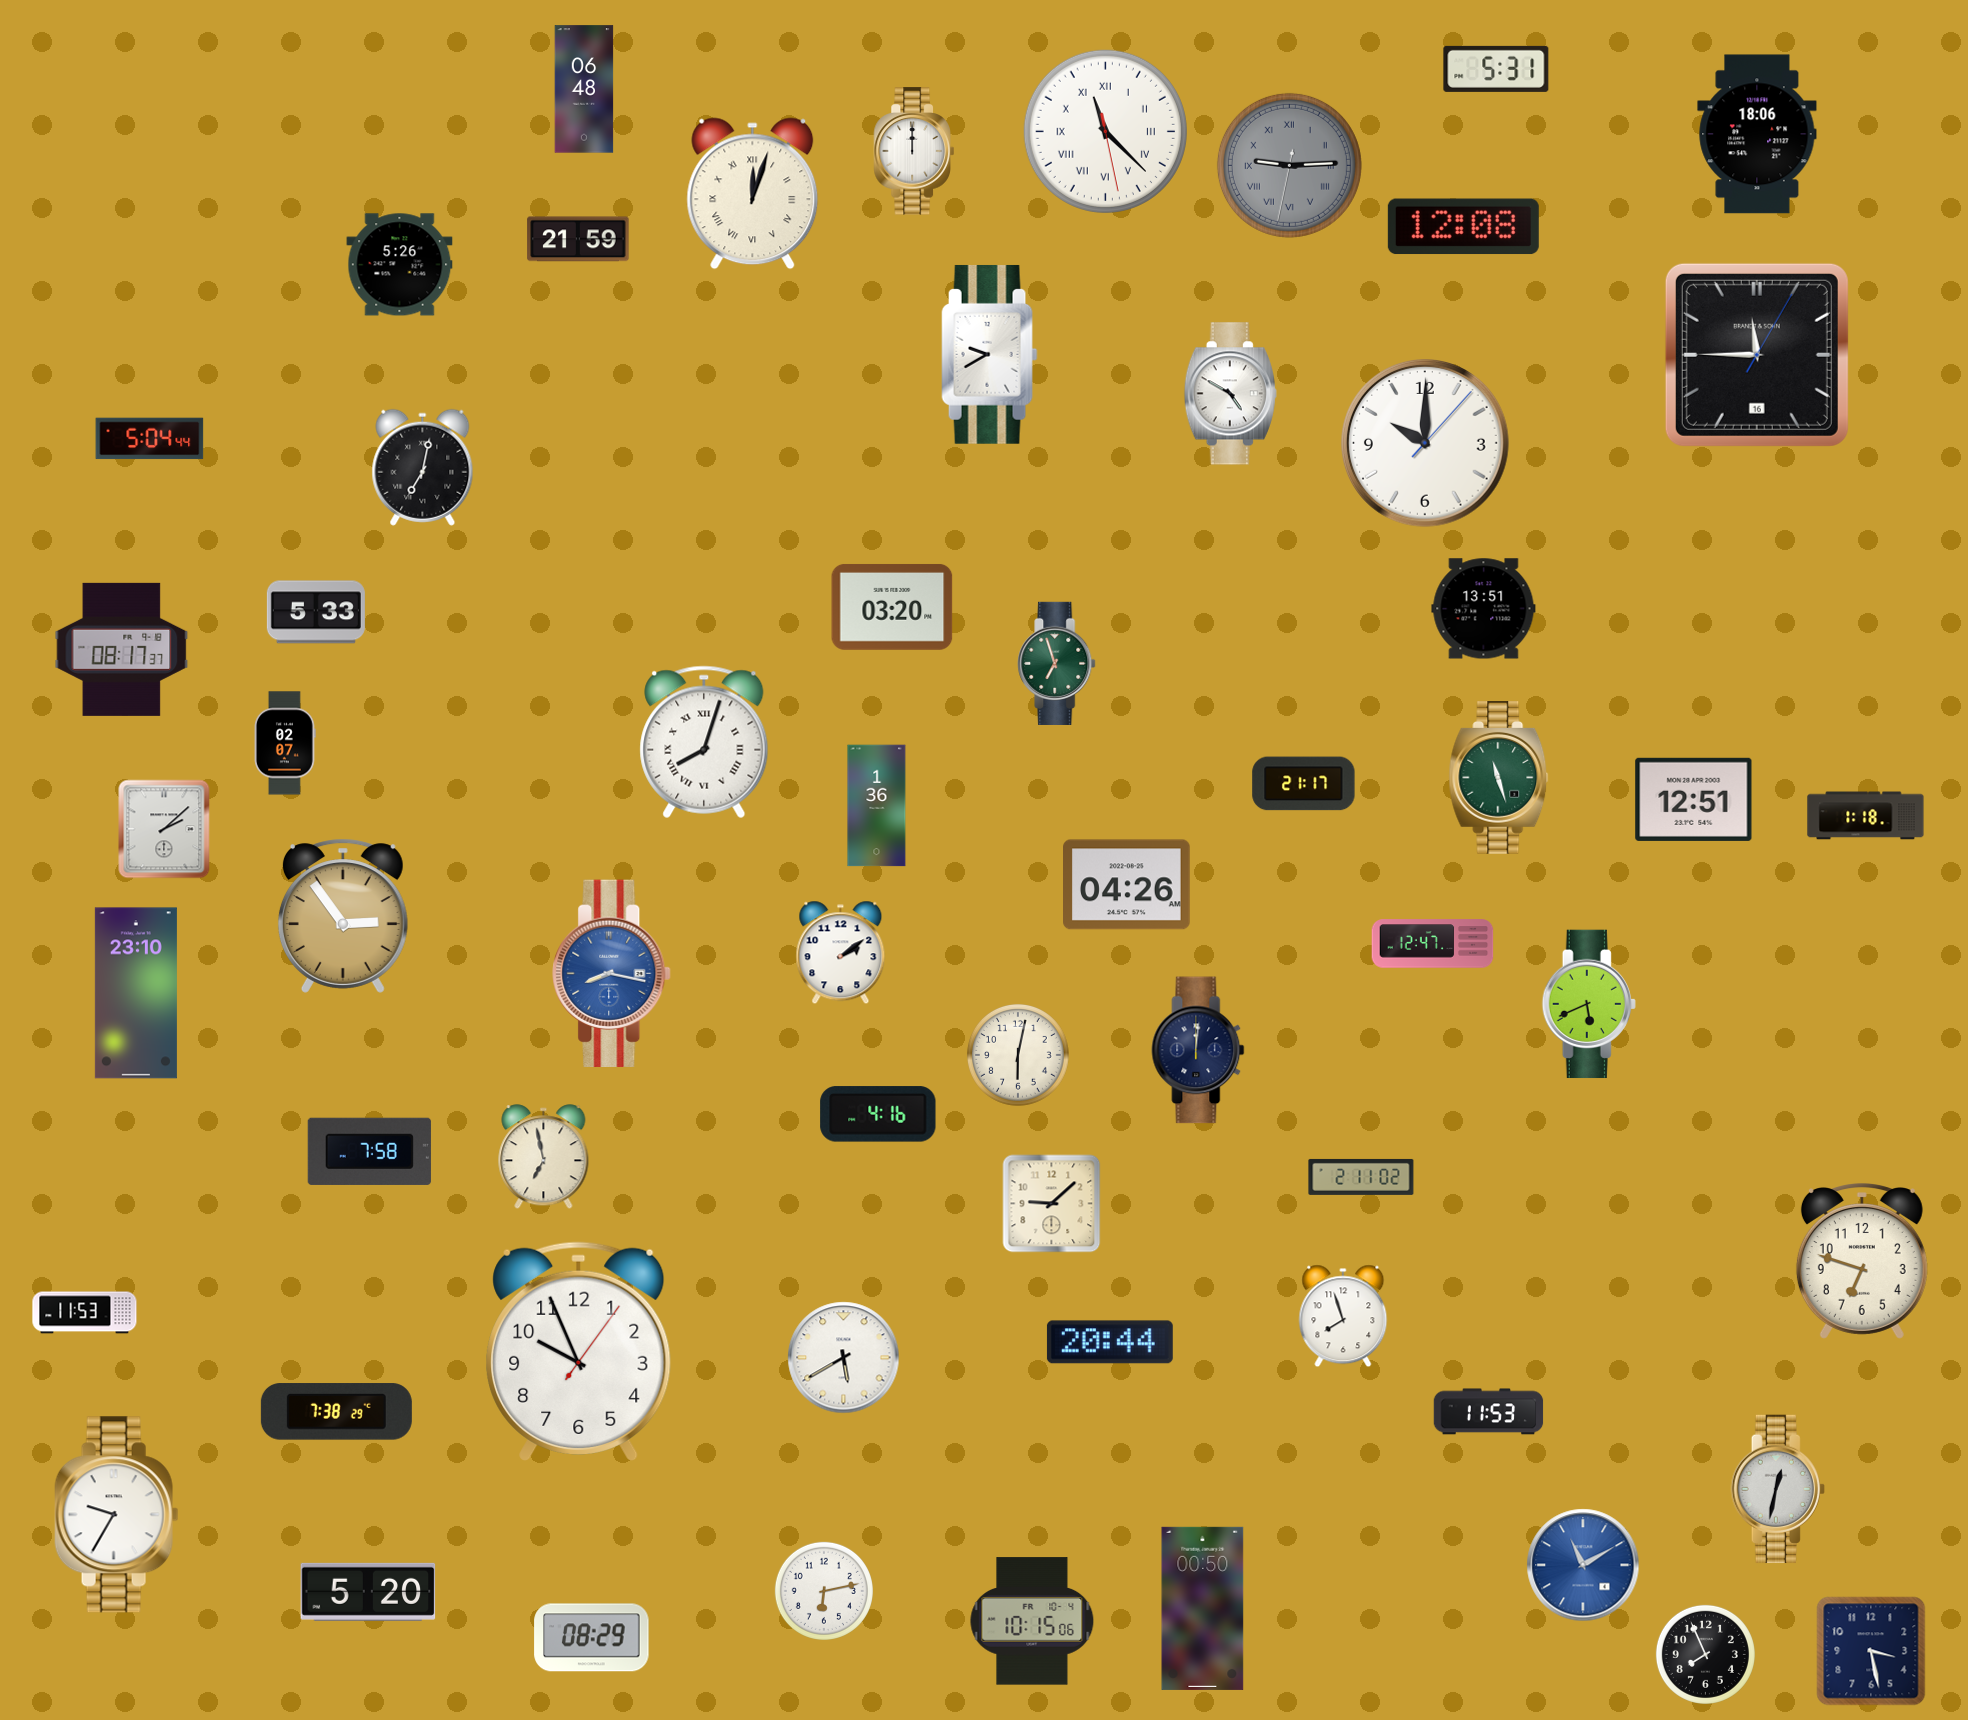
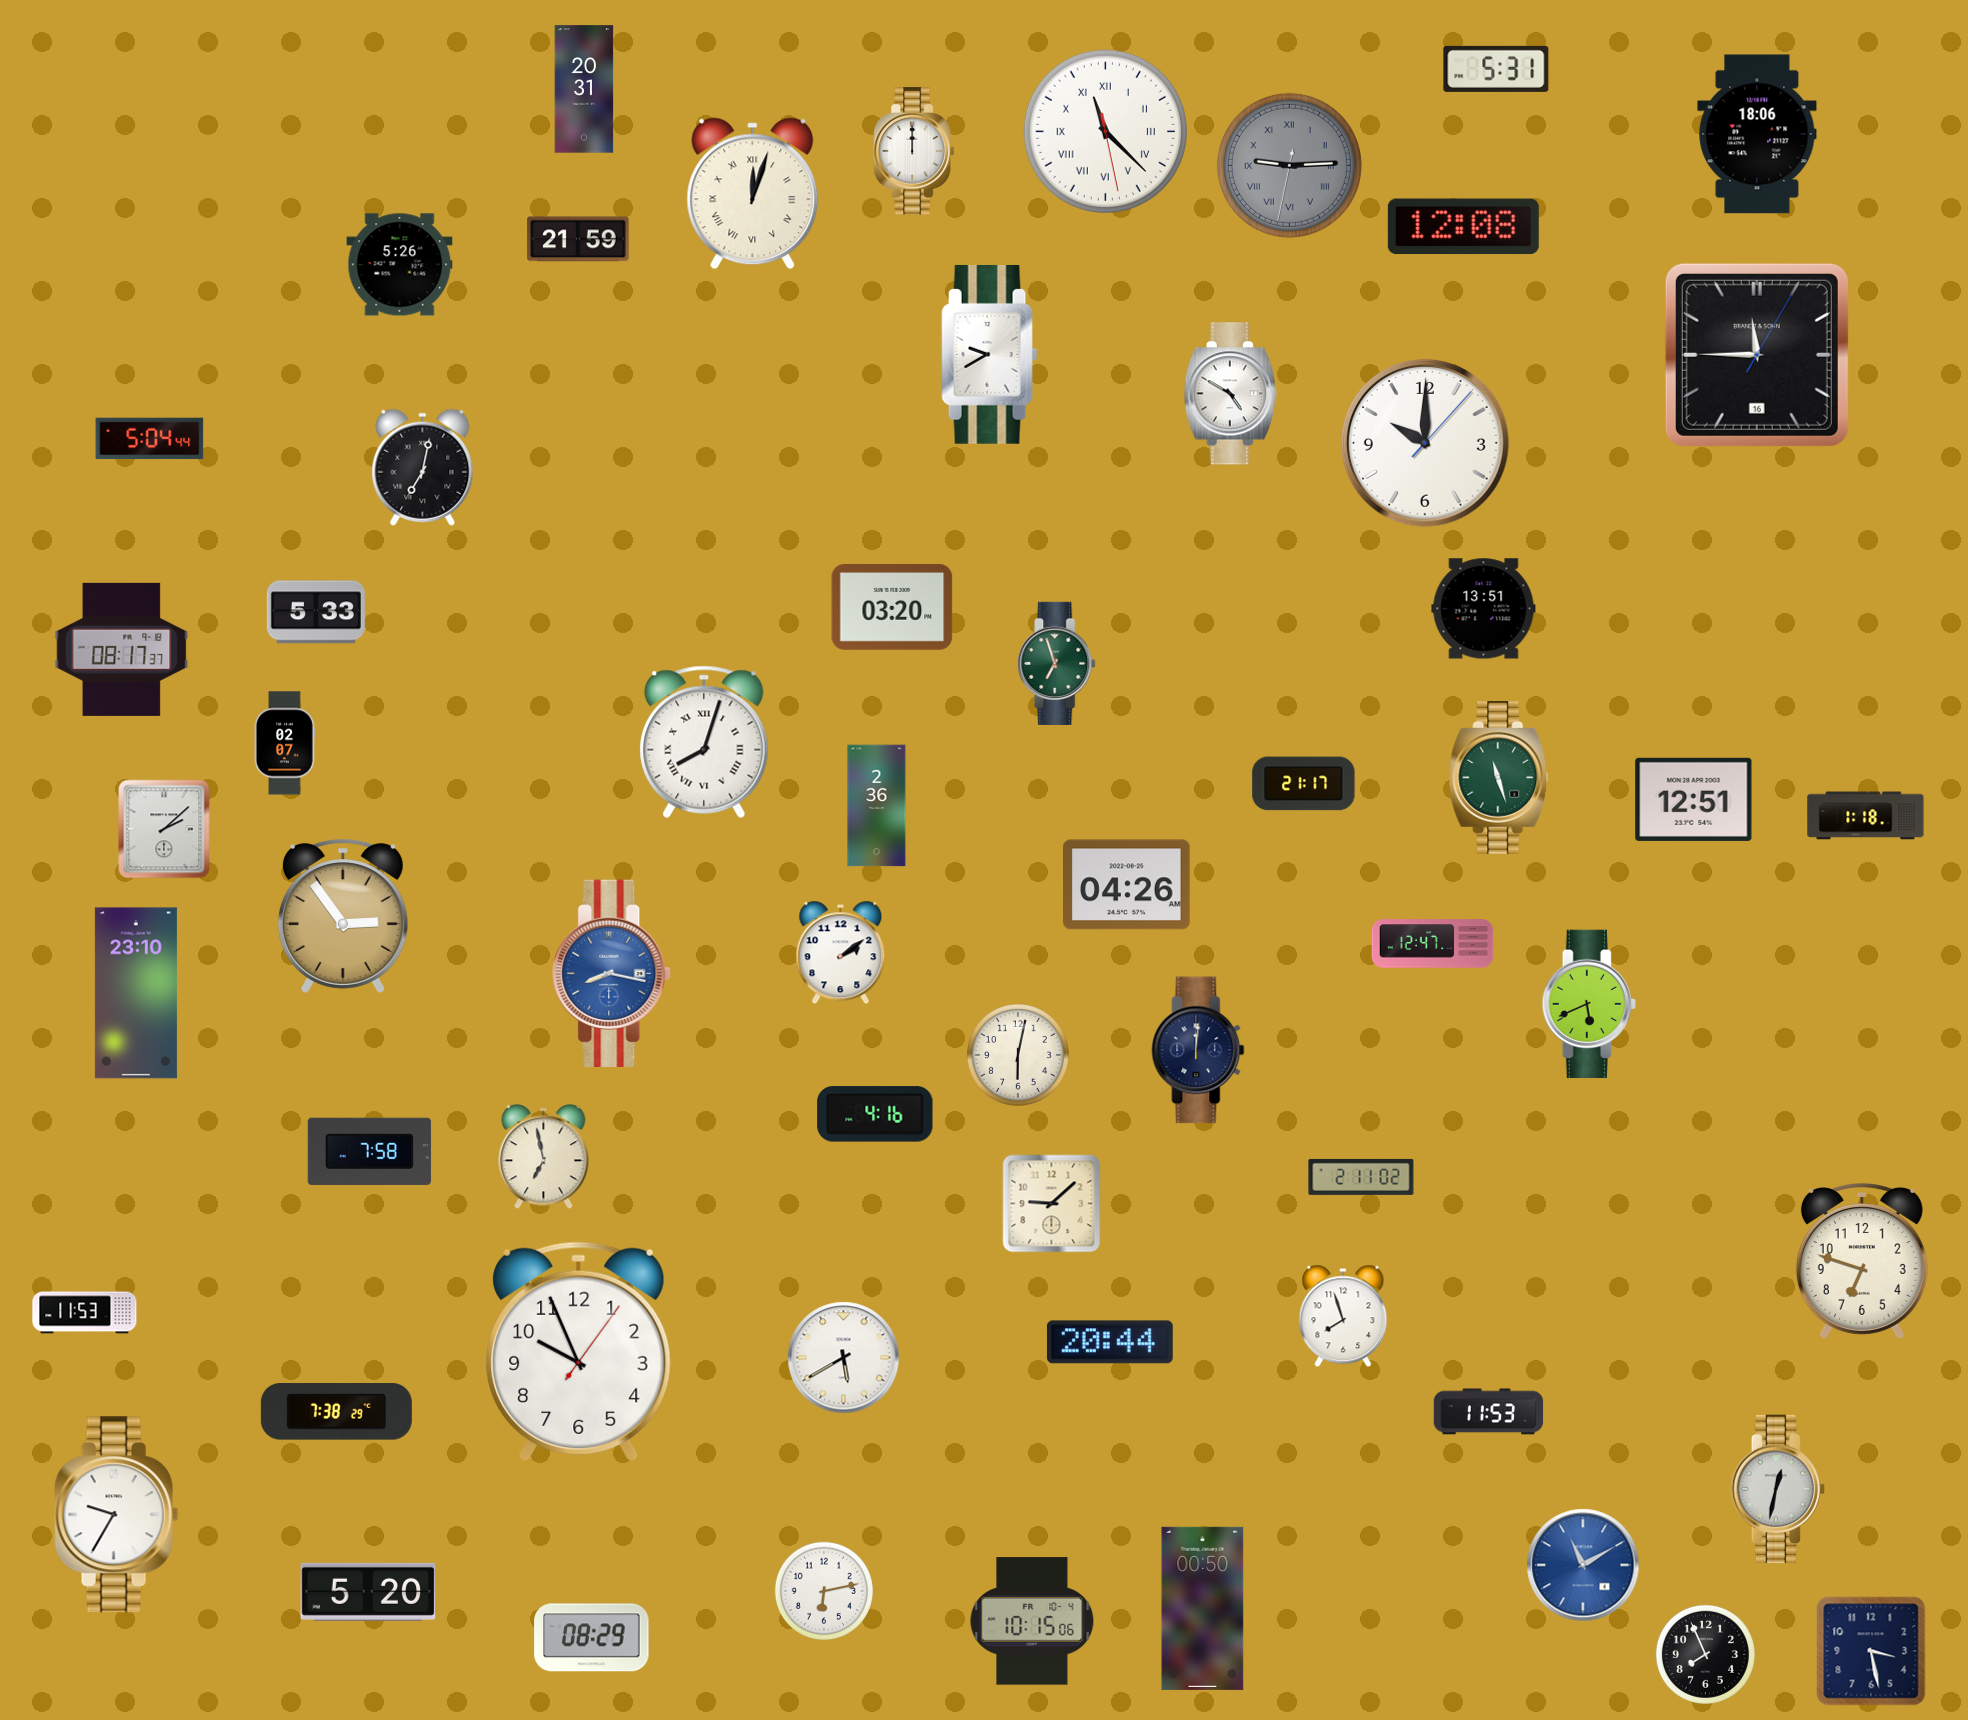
clock at (584, 89): 06:48 -> 20:31
clock at (877, 806): 1:36 -> 2:36
clock at (878, 1114) position: (878, 1114) -> (875, 1114)
